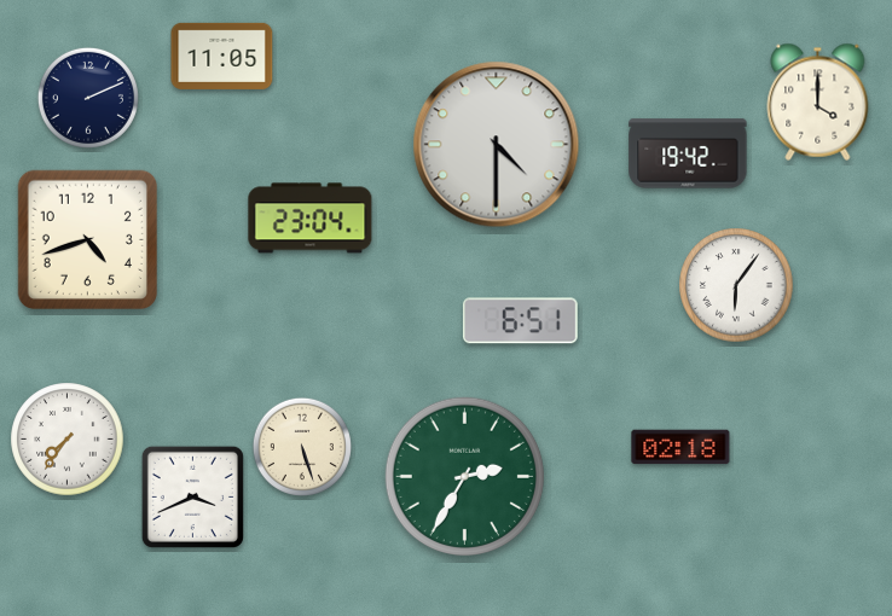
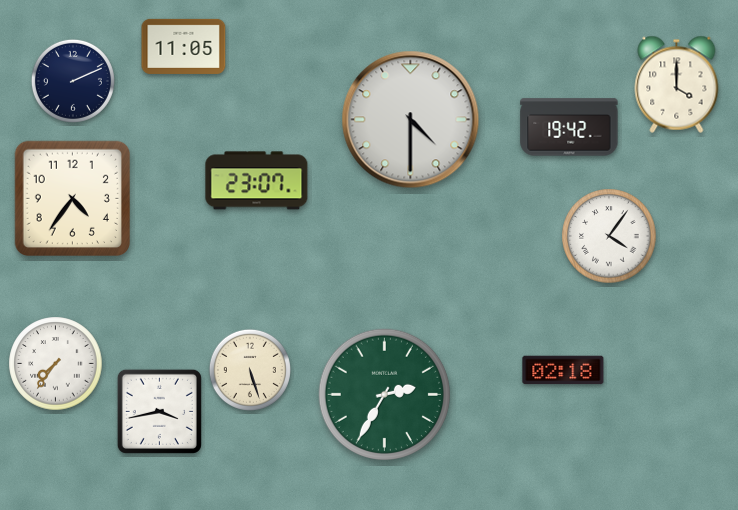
clock at (311, 219): 23:04 -> 23:07
clock at (87, 239): 4:42 -> 4:36
clock at (736, 285): 6:06 -> 4:06
clock at (520, 321): 6:51 -> none
clock at (192, 496): 3:41 -> 3:43
